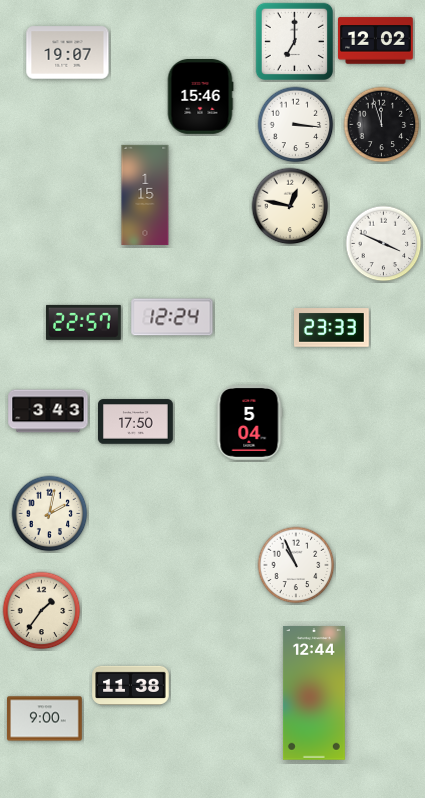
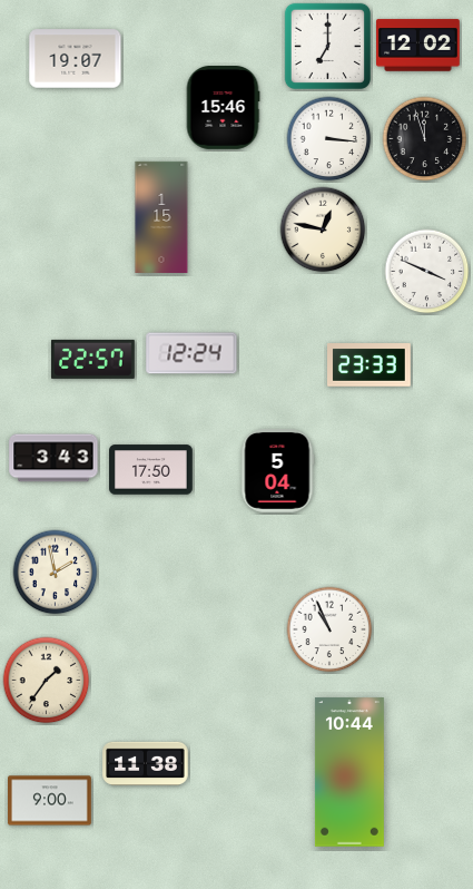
clock at (50, 514): 2:02 -> 1:58
clock at (314, 693): 12:44 -> 10:44
